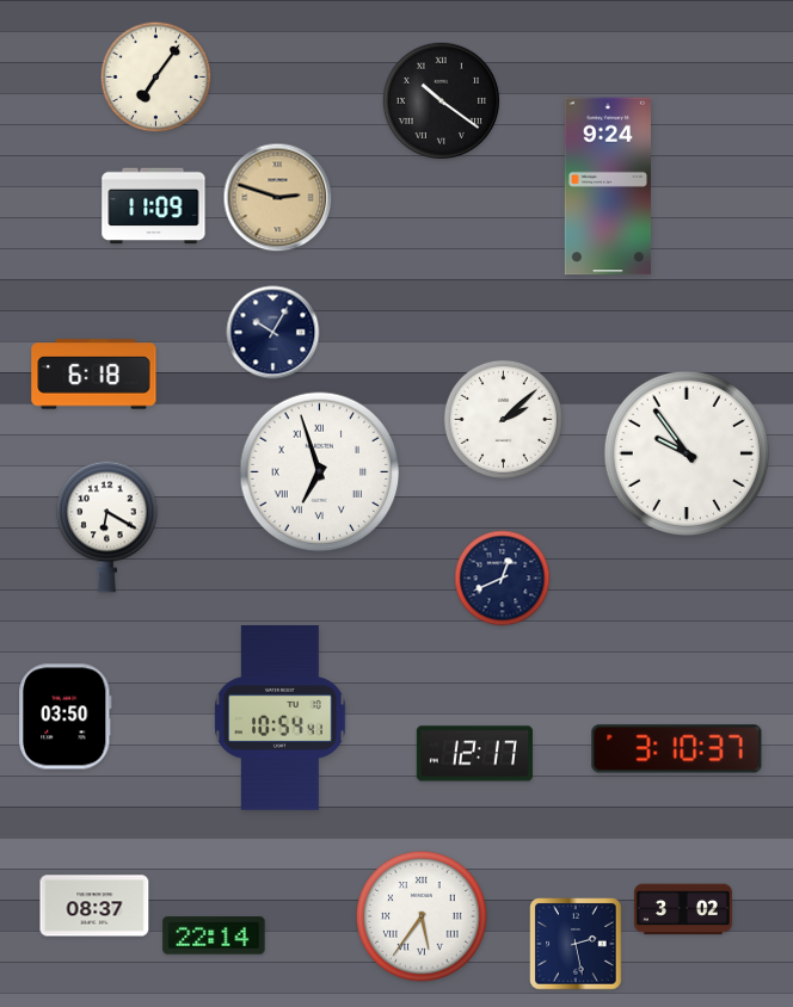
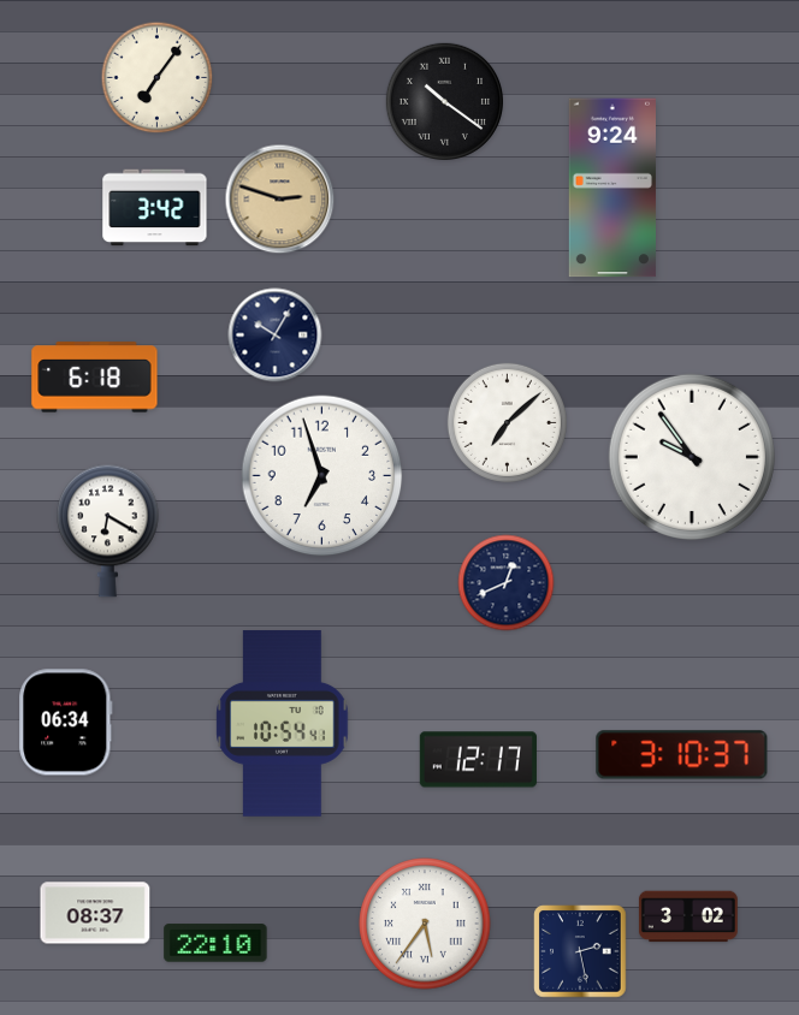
clock at (154, 206): 11:09 -> 3:42
clock at (503, 419): 2:08 -> 7:08
clock at (320, 472) numerals: Roman -> Arabic
clock at (66, 717): 03:50 -> 06:34
clock at (214, 935): 22:14 -> 22:10
